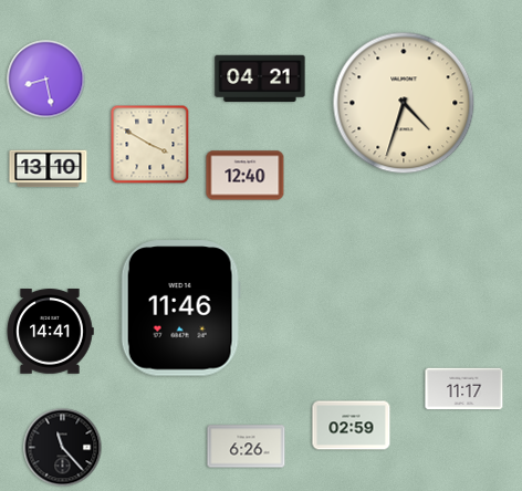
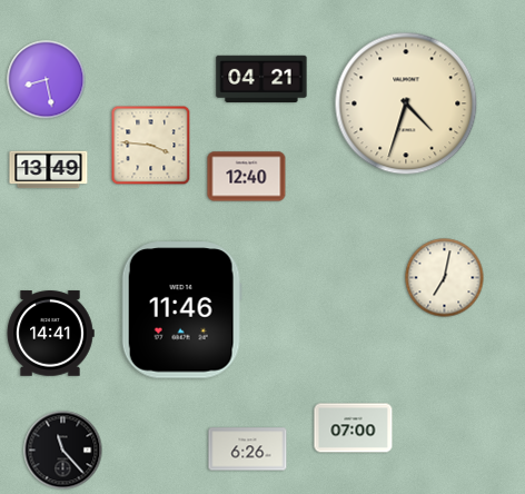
clock at (150, 145): 3:50 -> 3:46
clock at (49, 169): 13:10 -> 13:49
clock at (445, 278): none -> 7:02
clock at (464, 389): 11:17 -> none
clock at (352, 426): 02:59 -> 07:00
